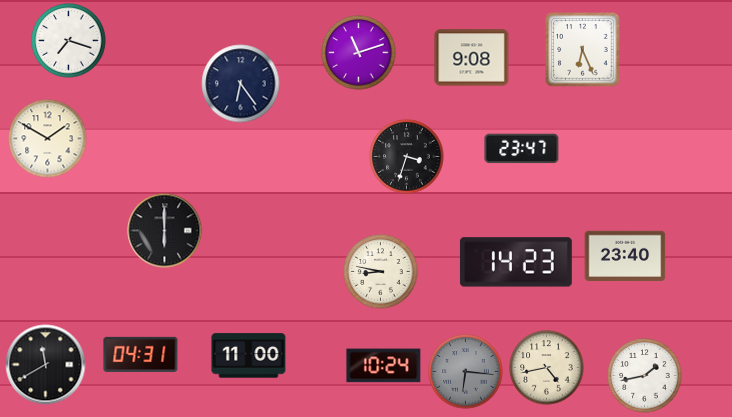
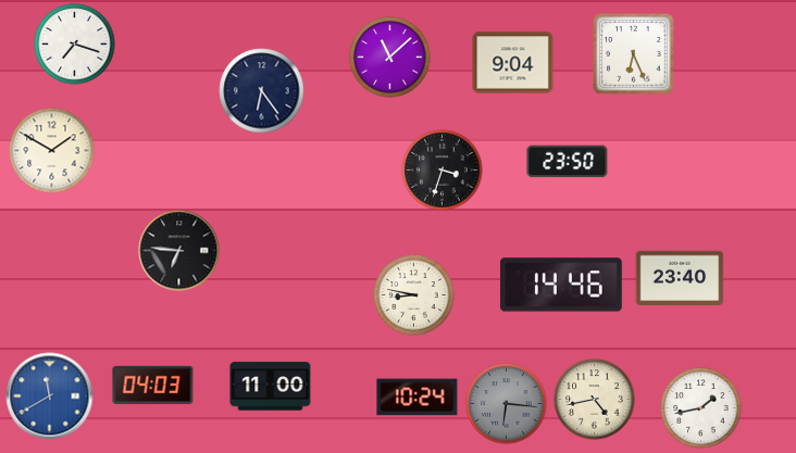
clock at (359, 53): 11:12 -> 11:08
clock at (472, 58): 9:08 -> 9:04
clock at (522, 149): 23:47 -> 23:50
clock at (165, 231): 6:00 -> 6:46
clock at (516, 262): 14:23 -> 14:46
clock at (141, 354): 04:31 -> 04:03
clock at (46, 365) dial: black -> blue
